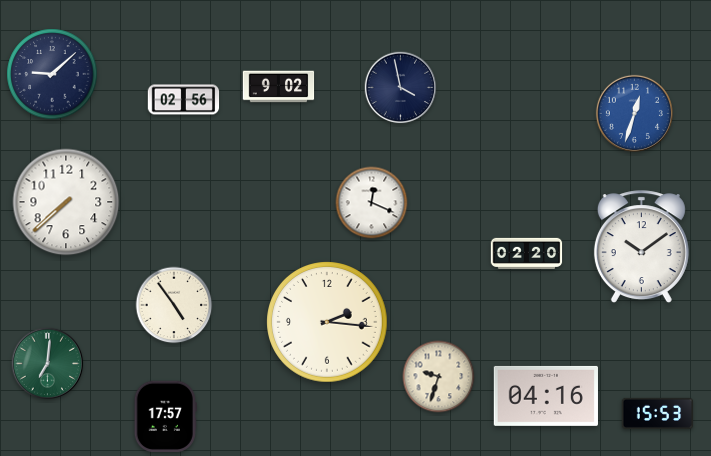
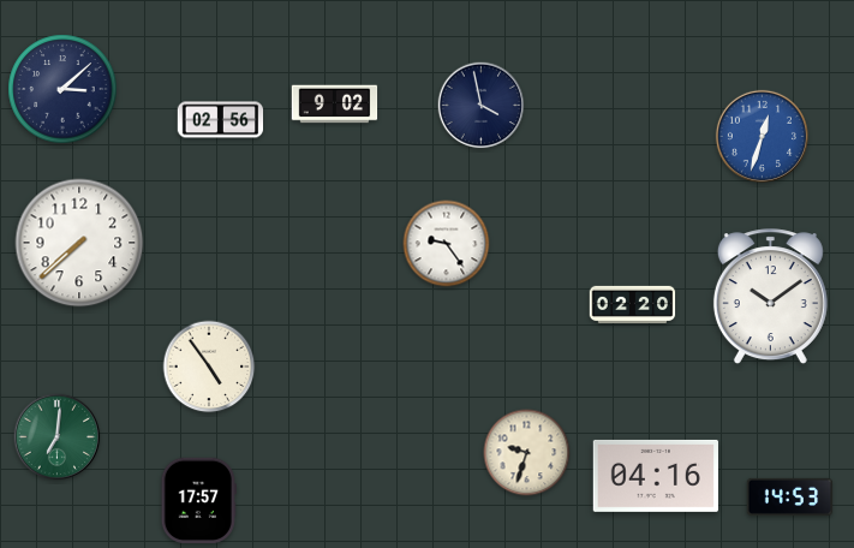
clock at (52, 74): 9:08 -> 3:08
clock at (372, 203): 12:19 -> 9:24
clock at (327, 322): 2:16 -> none
clock at (658, 413): 15:53 -> 14:53
